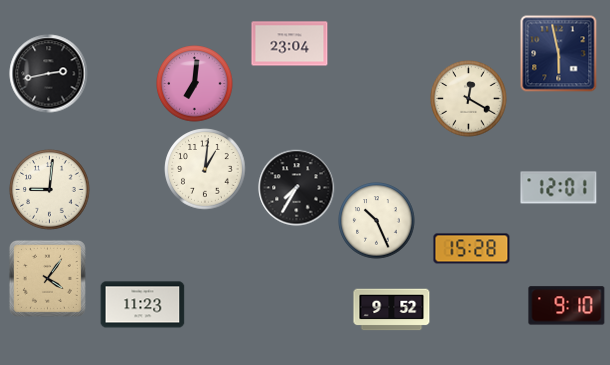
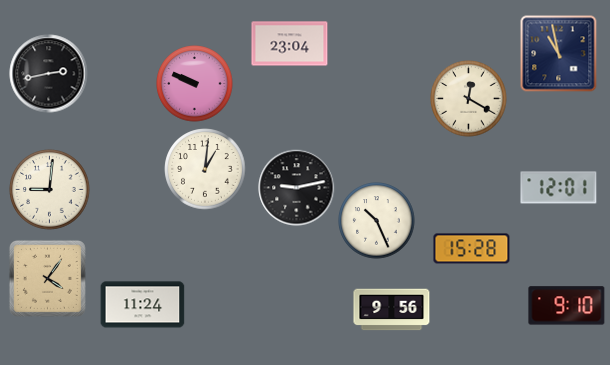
clock at (559, 54): 5:58 -> 10:58
clock at (195, 84): 7:01 -> 9:49
clock at (297, 188): 7:35 -> 9:13
clock at (143, 305): 11:23 -> 11:24
clock at (392, 310): 9:52 -> 9:56
